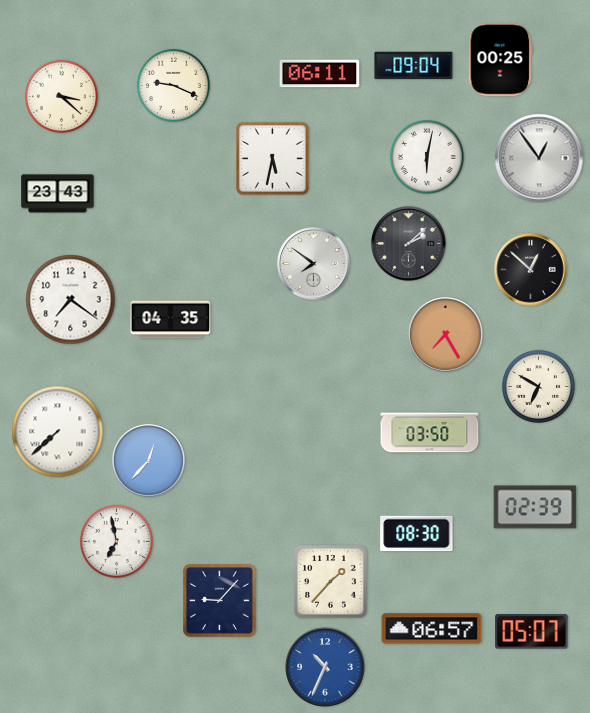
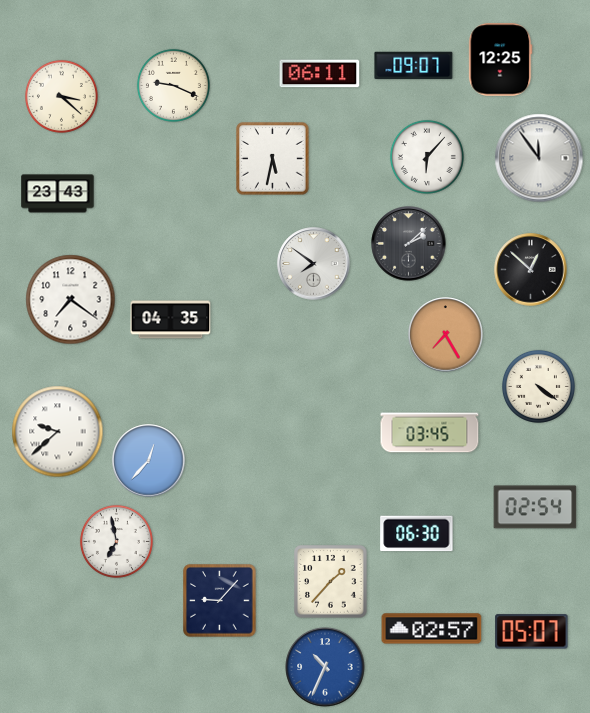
clock at (501, 60): 00:25 -> 12:25
clock at (414, 66): 09:04 -> 09:07
clock at (427, 157): 6:02 -> 6:07
clock at (539, 158): 12:54 -> 11:54
clock at (538, 386): 6:50 -> 4:21
clock at (58, 432): 7:38 -> 9:38
clock at (430, 433): 03:50 -> 03:45
clock at (535, 507): 02:39 -> 02:54
clock at (417, 534): 08:30 -> 06:30
clock at (432, 629): 06:57 -> 02:57
